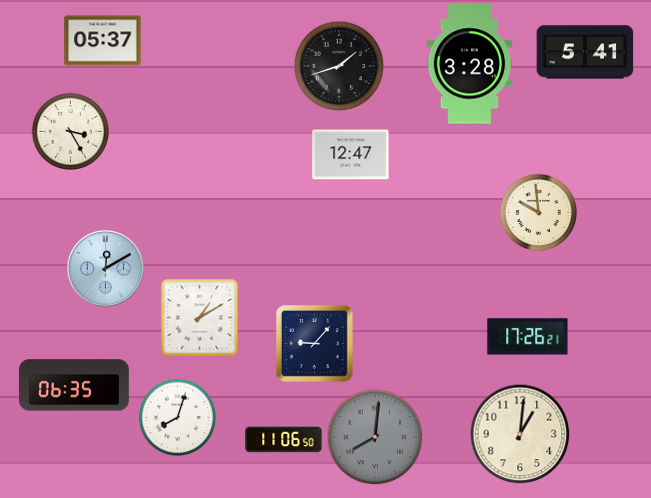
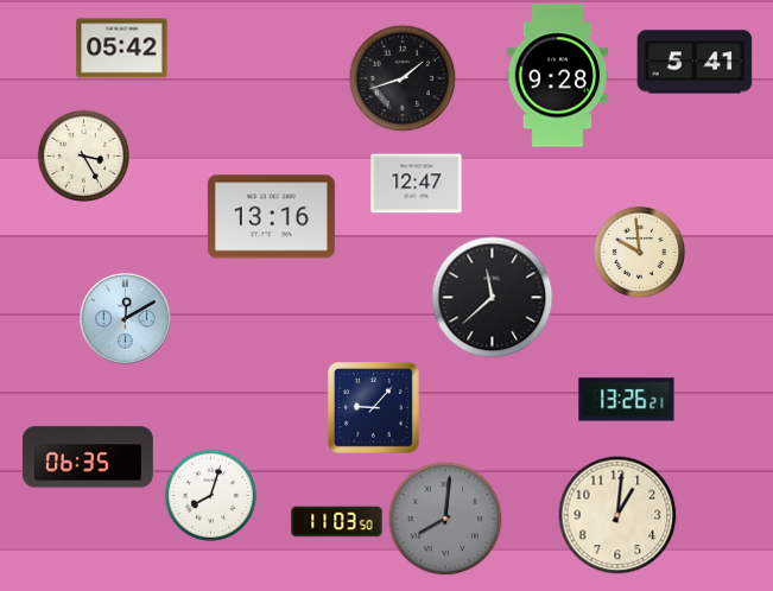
clock at (103, 41): 05:37 -> 05:42
clock at (470, 64): 3:28 -> 9:28
clock at (271, 217): none -> 13:16
clock at (493, 298): none -> 11:38
clock at (199, 317): 1:10 -> none
clock at (528, 337): 17:26 -> 13:26
clock at (284, 440): 11:06 -> 11:03
